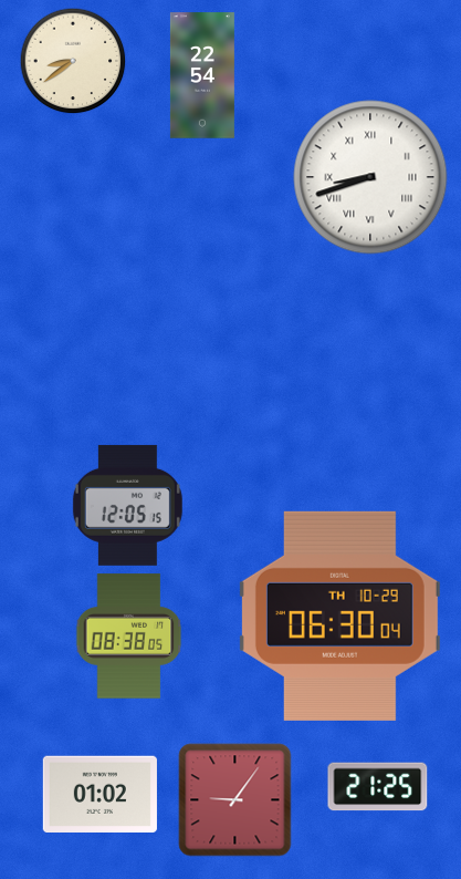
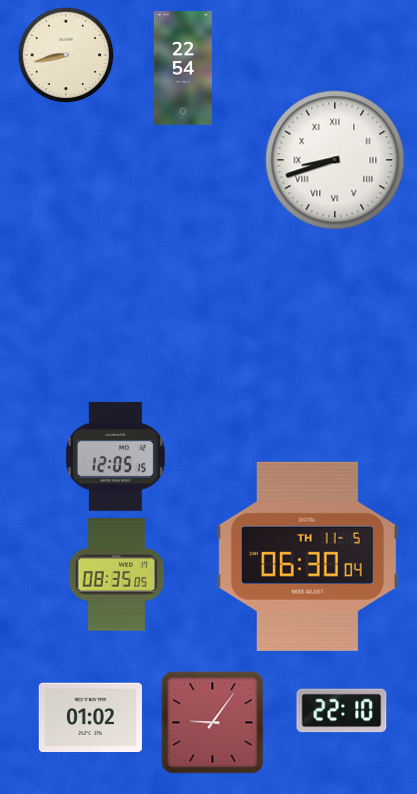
clock at (73, 61): 8:39 -> 8:43
clock at (339, 616) date: TH 10-29 -> TH 11-5
clock at (129, 637): 08:38 -> 08:35
clock at (378, 787): 21:25 -> 22:10
